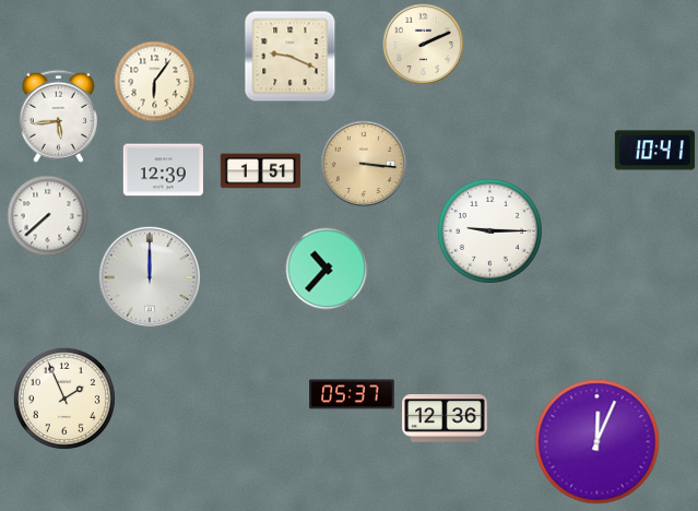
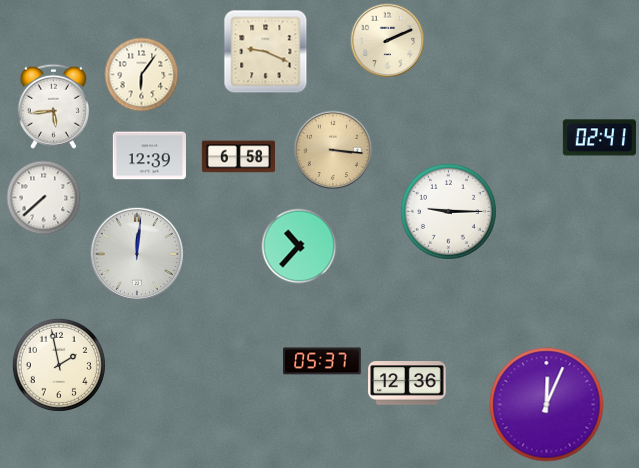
clock at (654, 151): 10:41 -> 02:41
clock at (260, 171): 1:51 -> 6:58
clock at (149, 276): 12:00 -> 12:01
clock at (64, 399): 1:56 -> 1:58
